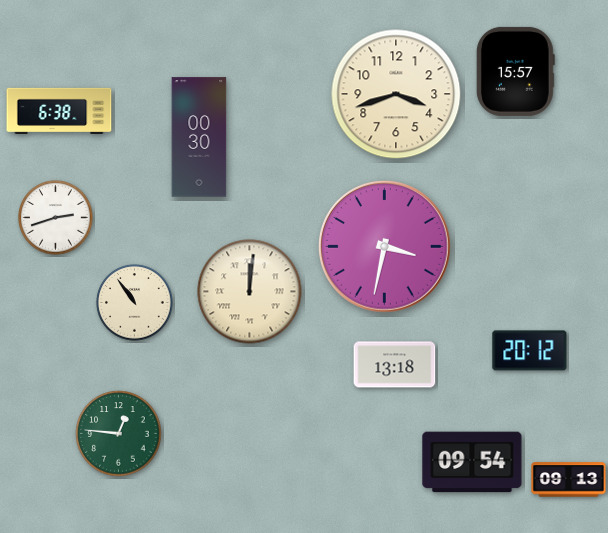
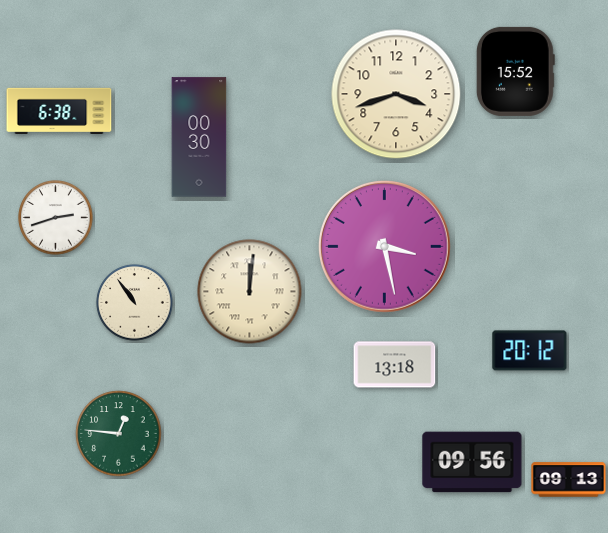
clock at (515, 71): 15:57 -> 15:52
clock at (384, 246): 3:32 -> 3:28
clock at (472, 462): 09:54 -> 09:56
